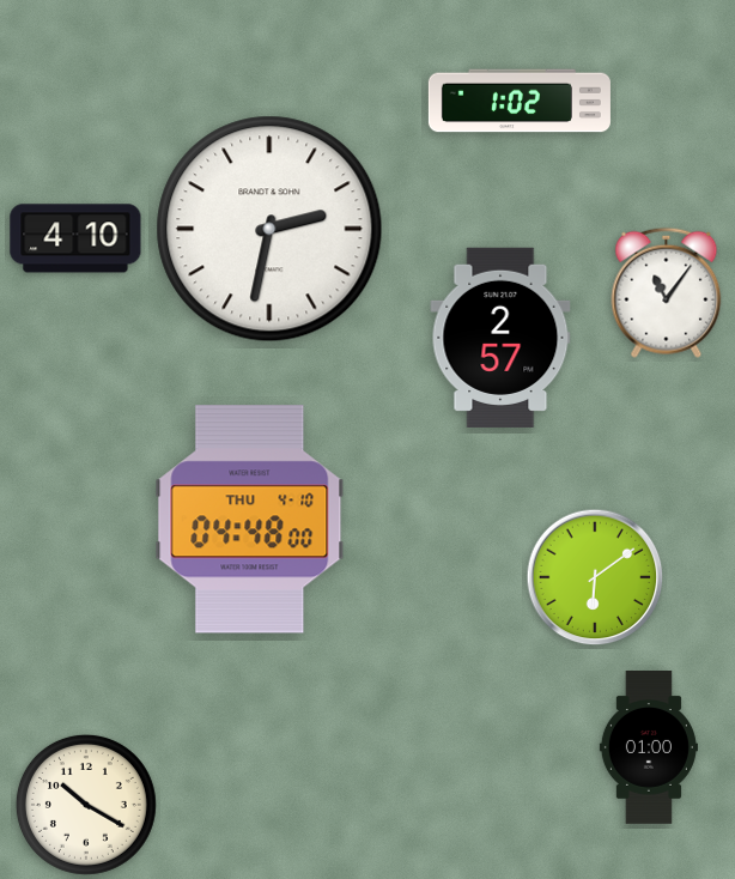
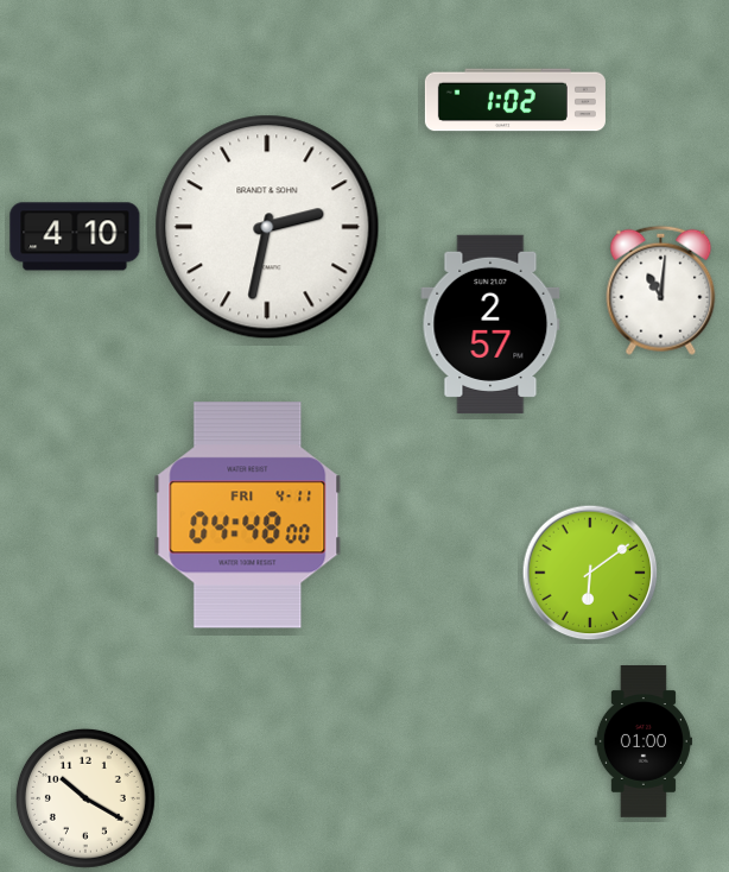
clock at (667, 292): 11:06 -> 11:01
clock at (500, 338) position: (500, 338) -> (490, 324)
clock at (250, 520) date: THU 4-10 -> FRI 4-11
